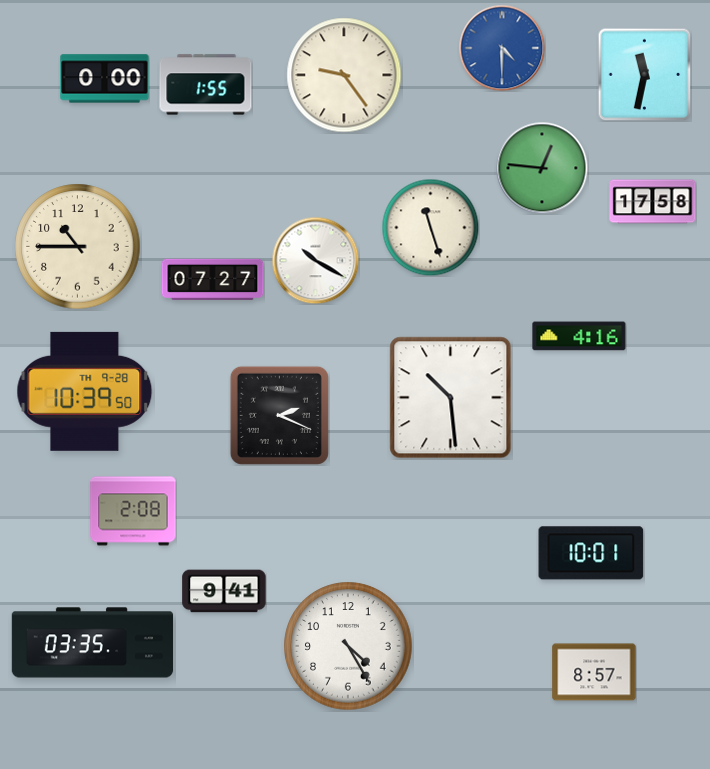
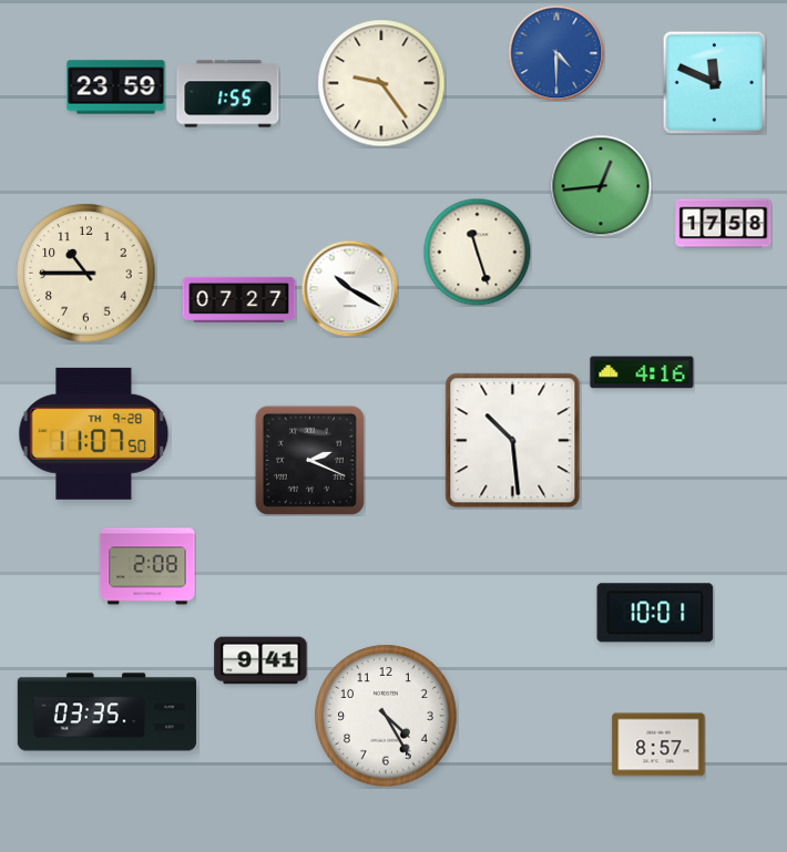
clock at (644, 74): 11:32 -> 11:49
clock at (105, 79): 0:00 -> 23:59
clock at (542, 168): 12:46 -> 12:44
clock at (213, 279) position: (213, 279) -> (239, 299)
clock at (85, 391): 10:39 -> 11:07
clock at (451, 398) position: (451, 398) -> (513, 441)
clock at (224, 591) position: (224, 591) -> (260, 660)
clock at (93, 643) position: (93, 643) -> (108, 712)
